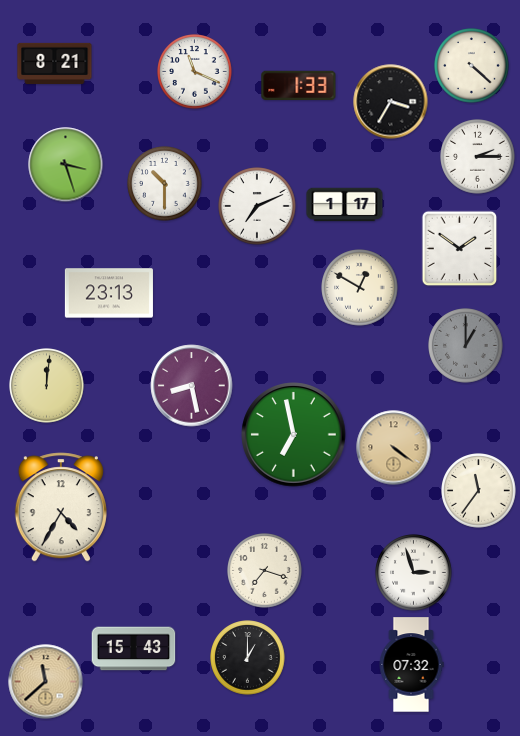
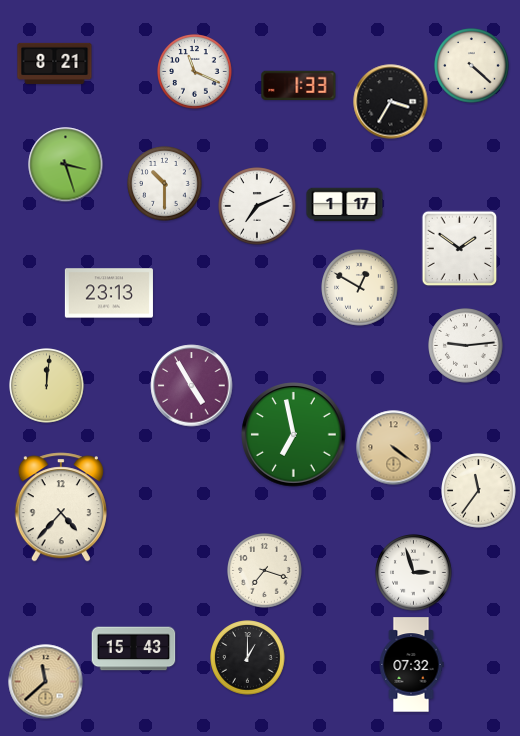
clock at (478, 157): 2:15 -> none
clock at (466, 346): 1:00 -> 9:14
clock at (466, 346) dial: grey -> white
clock at (192, 386): 8:28 -> 4:55
clock at (61, 507): 4:35 -> 4:37
